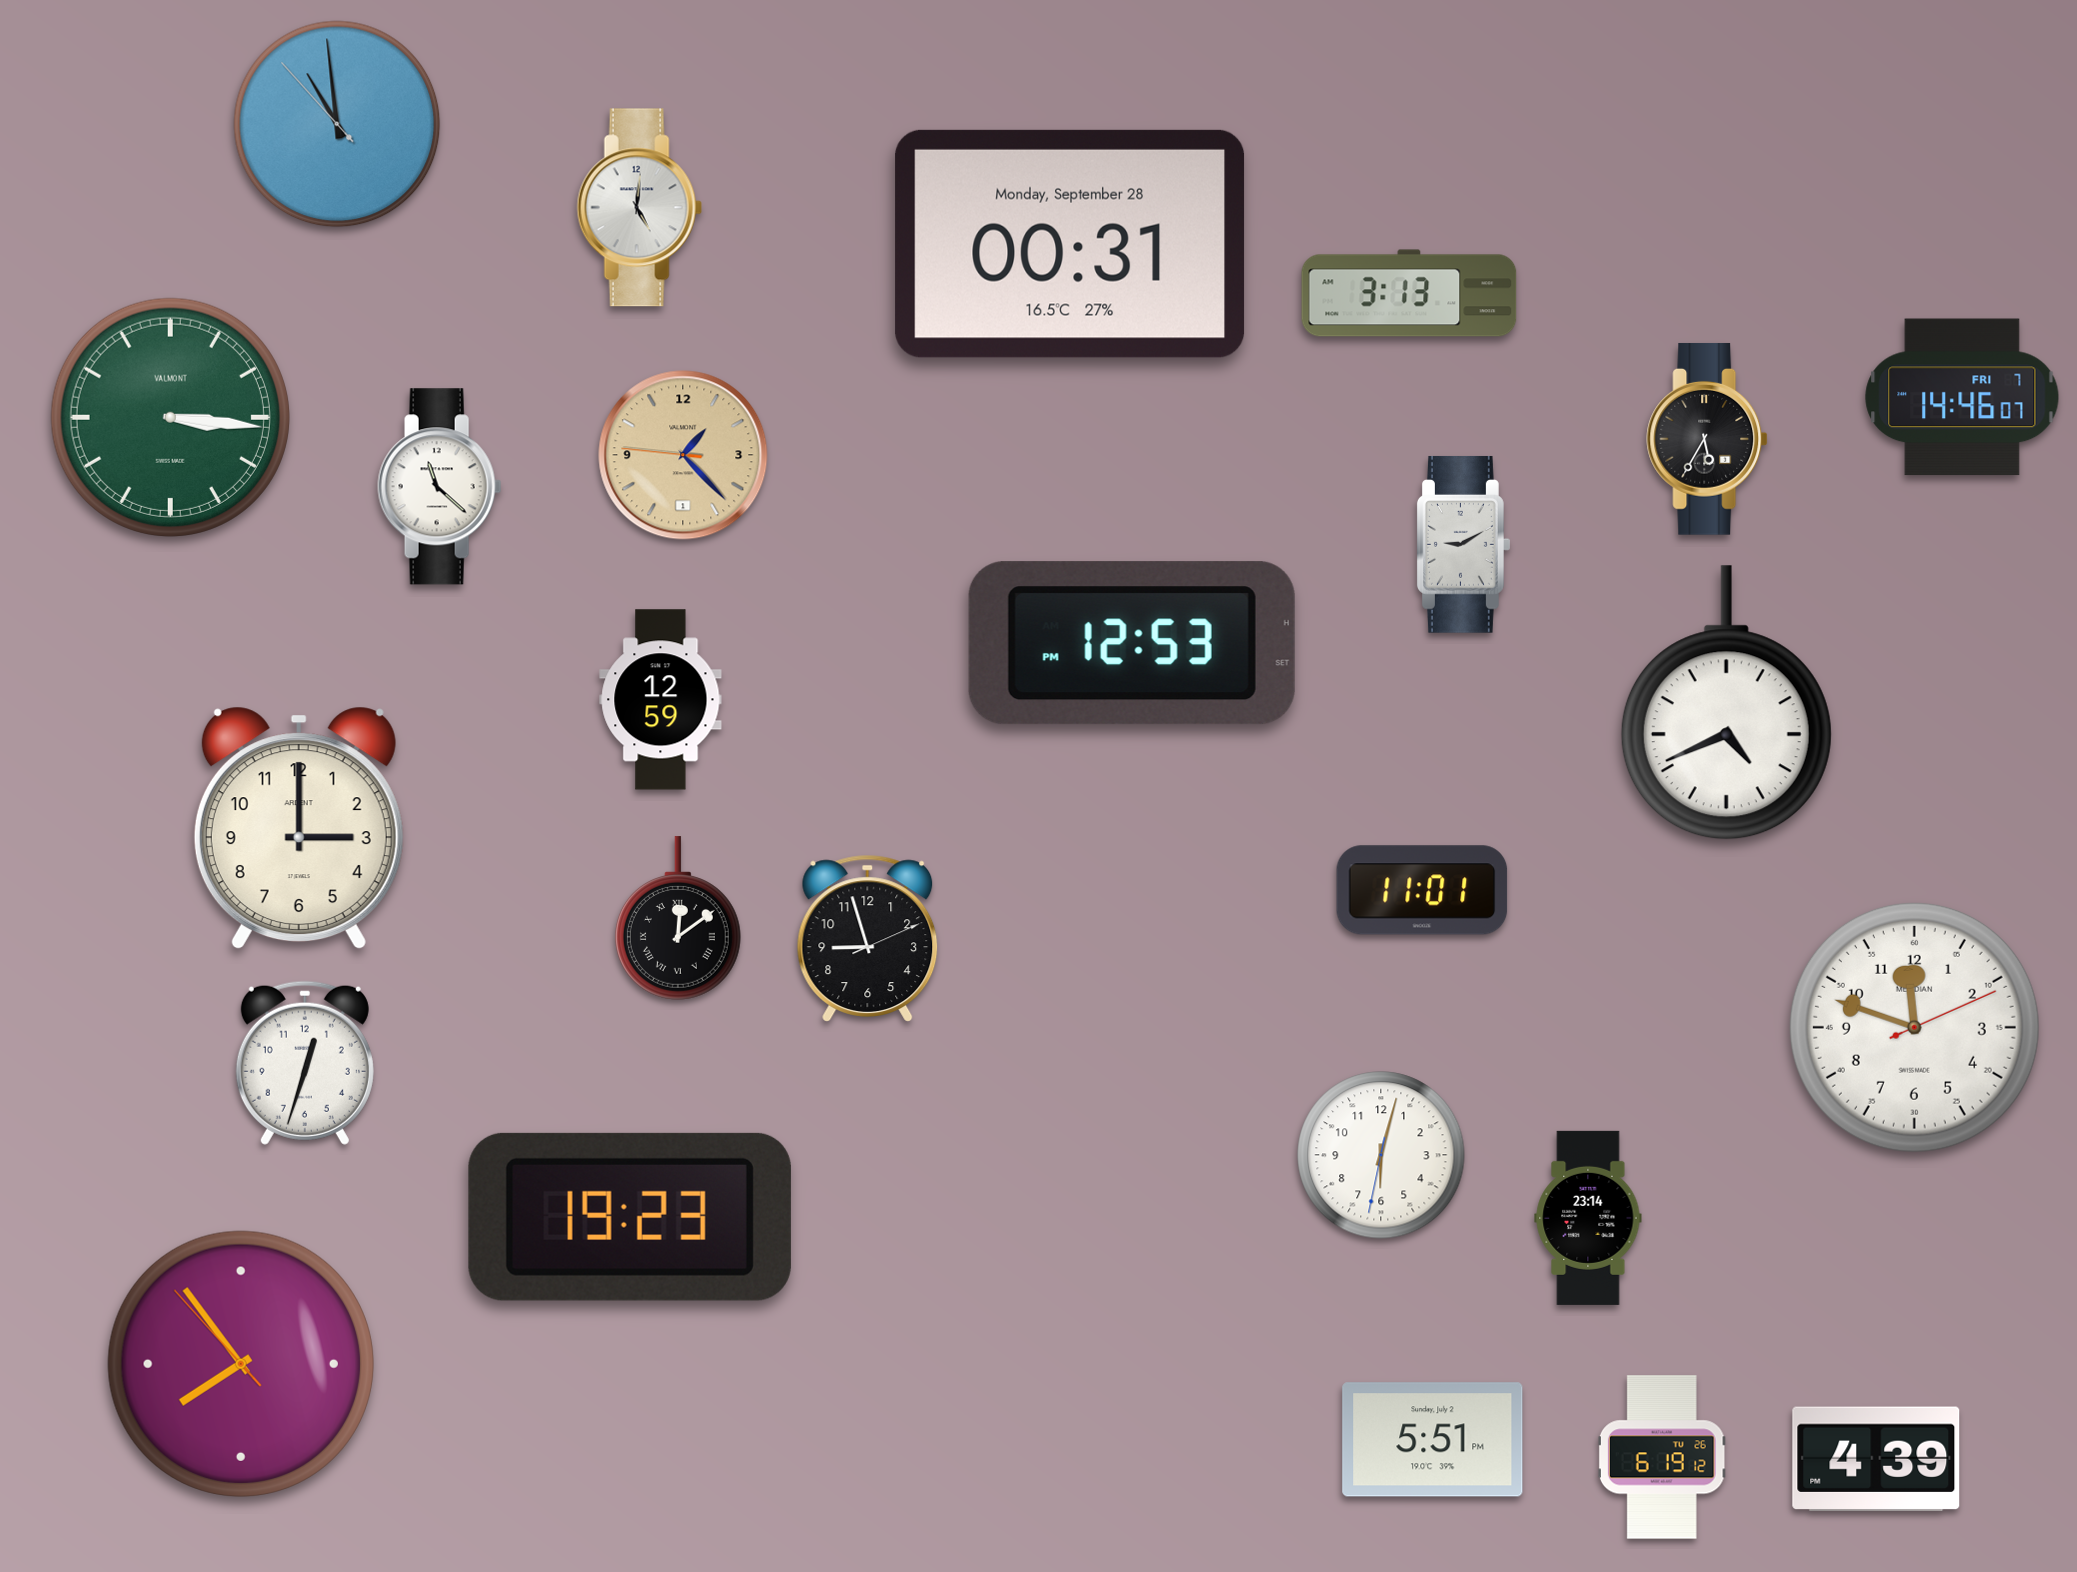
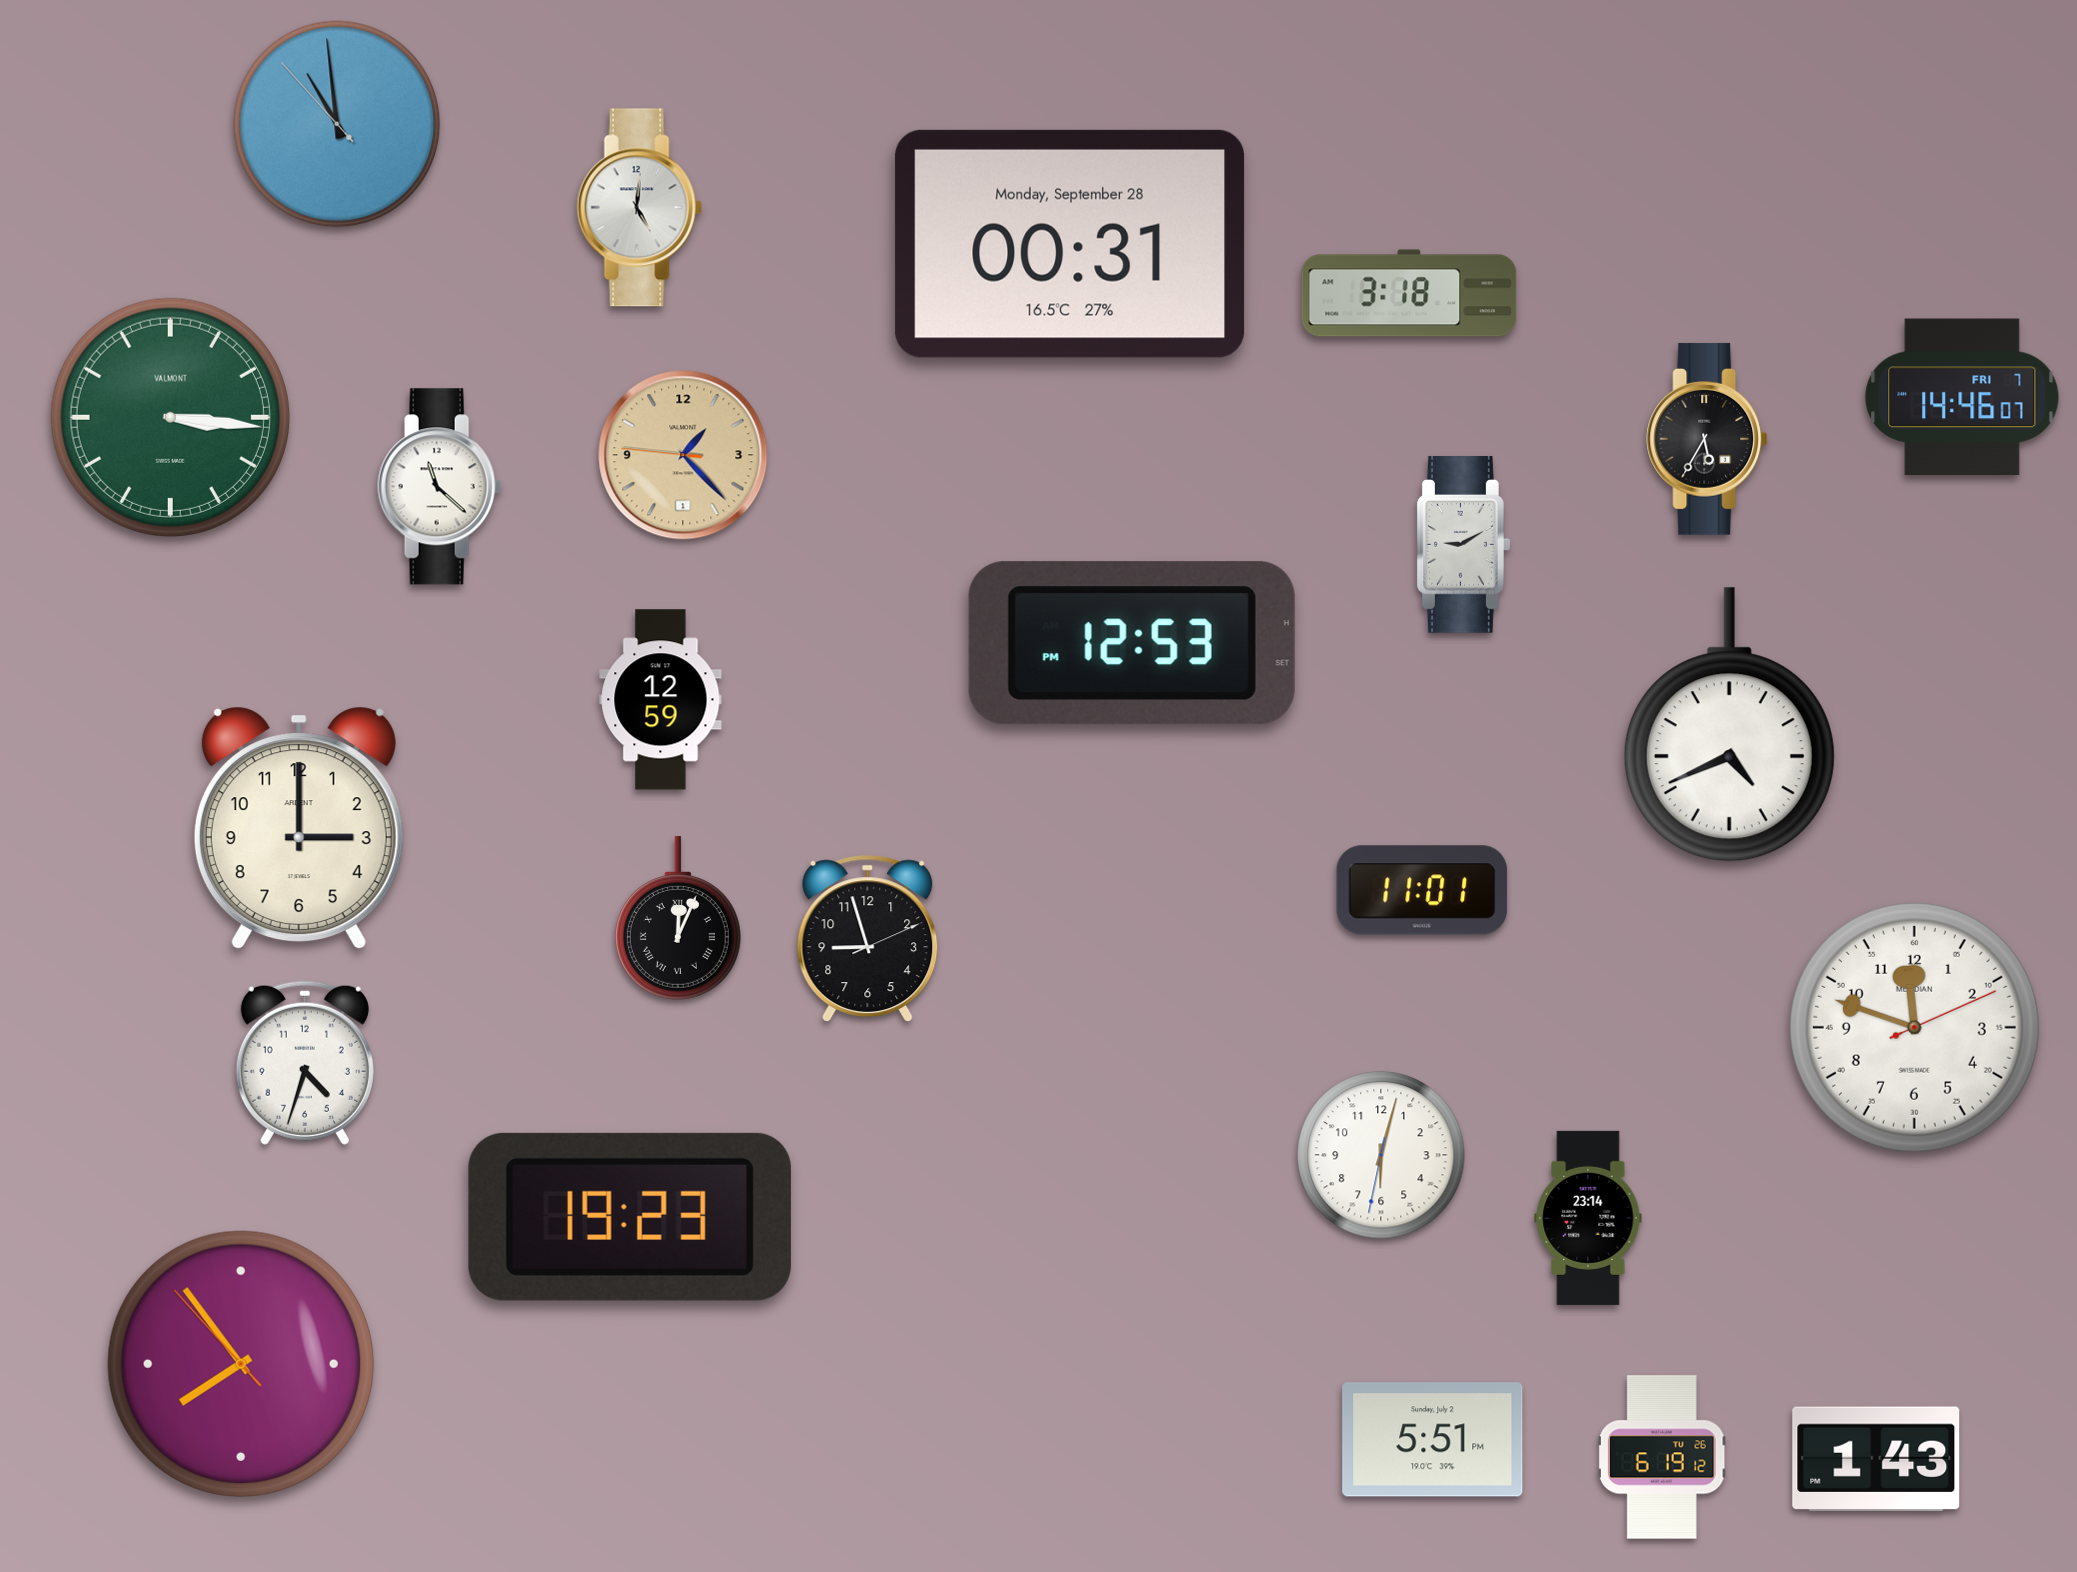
clock at (1409, 293): 3:13 -> 3:18
clock at (1726, 703) position: (1726, 703) -> (1729, 725)
clock at (678, 918): 12:09 -> 12:04
clock at (305, 1063): 12:33 -> 4:33
clock at (1876, 1458): 4:39 -> 1:43
